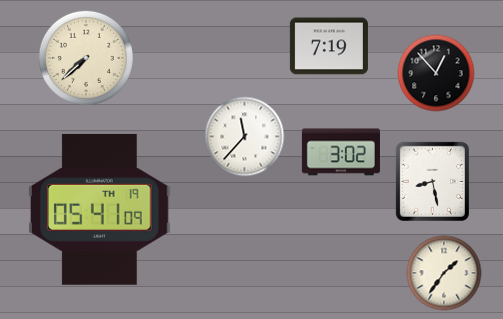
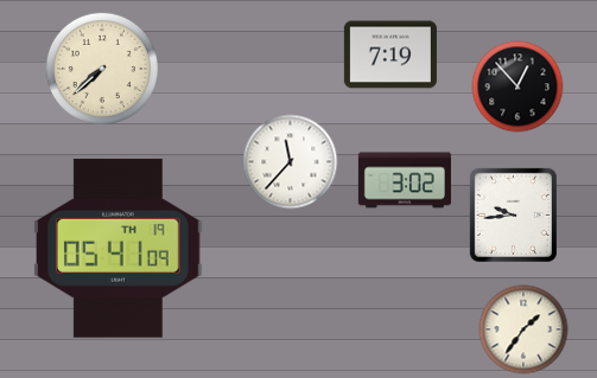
clock at (432, 181): 8:28 -> 9:44
clock at (444, 273) position: (444, 273) -> (523, 329)
